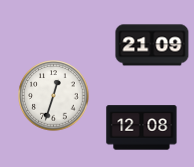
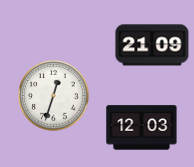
clock at (142, 128): 12:08 -> 12:03
